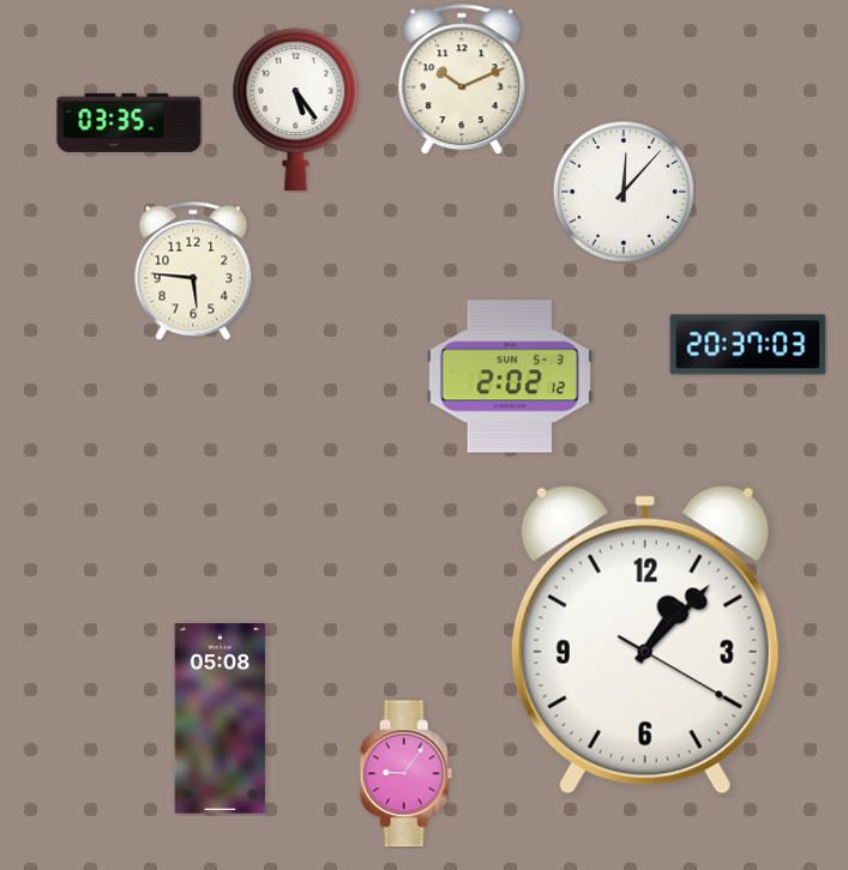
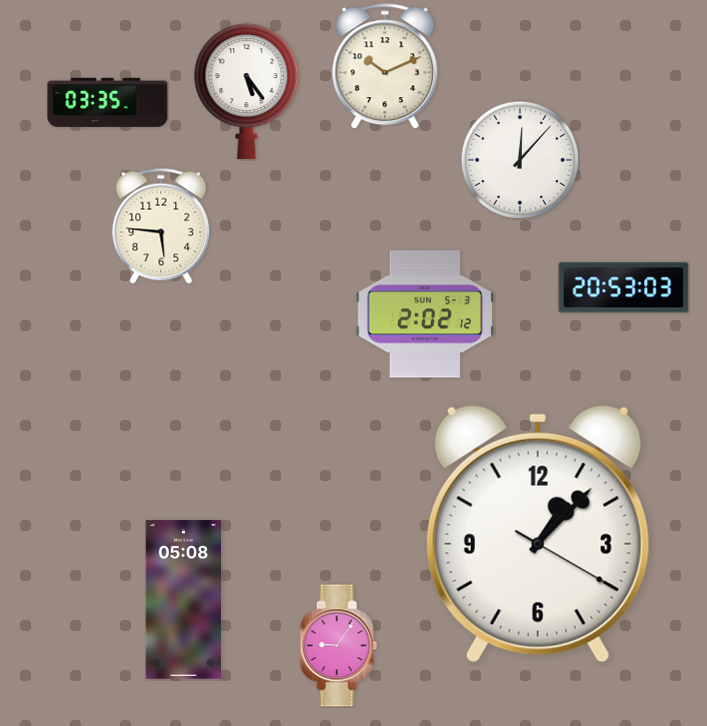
clock at (748, 345): 20:37 -> 20:53
